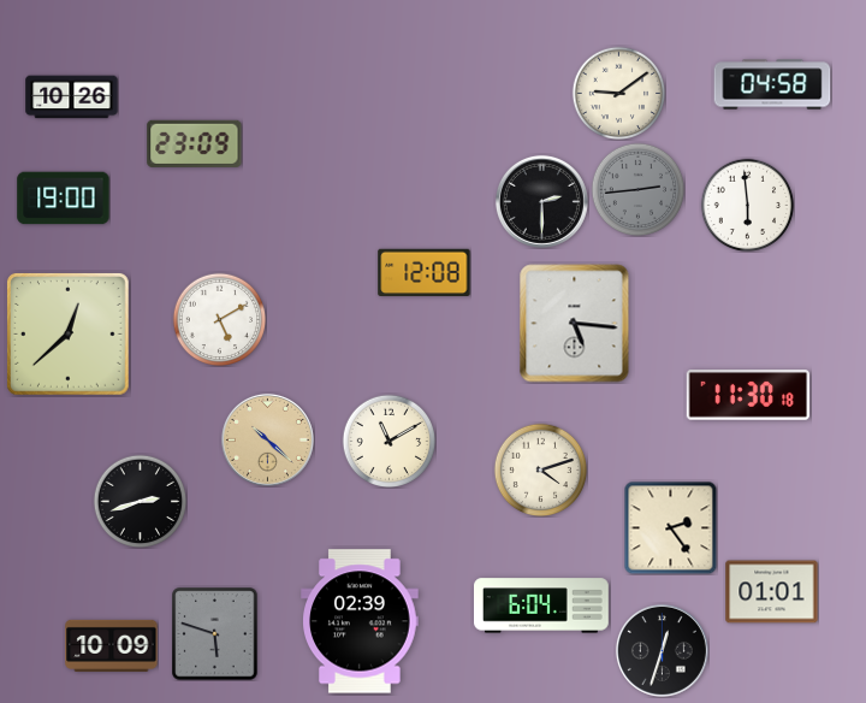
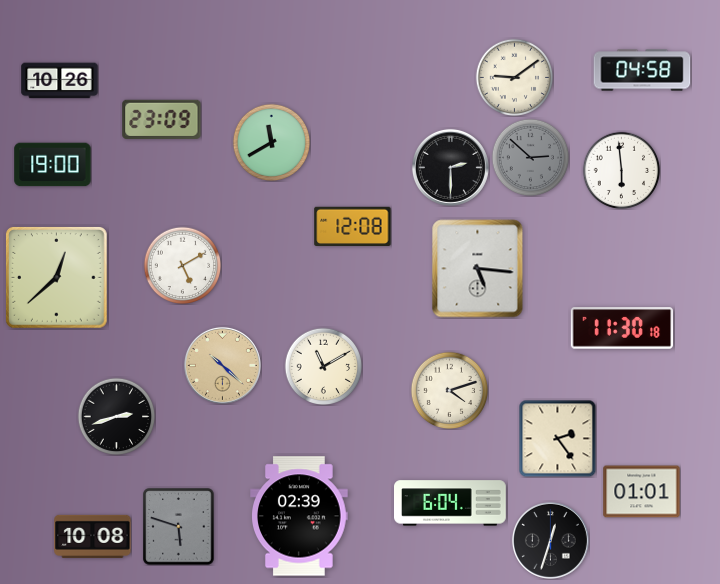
clock at (271, 142): none -> 11:40
clock at (637, 189): 2:44 -> 2:52
clock at (112, 645): 10:09 -> 10:08
